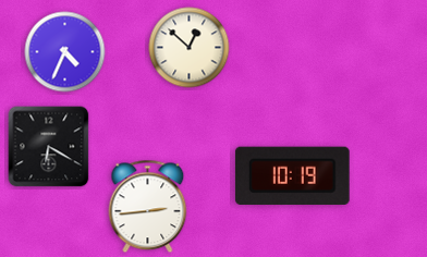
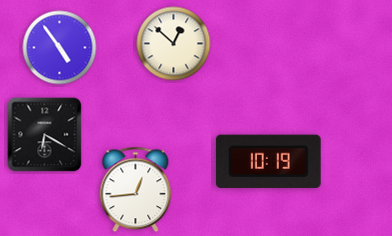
clock at (65, 52): 4:34 -> 4:54
clock at (148, 207): 2:44 -> 12:44
